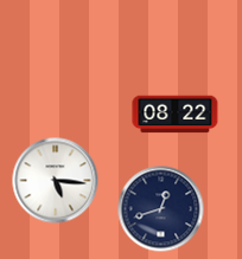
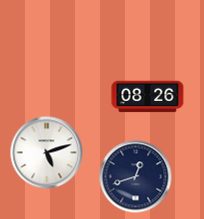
clock at (176, 115): 08:22 -> 08:26
clock at (56, 181): 5:16 -> 5:12
